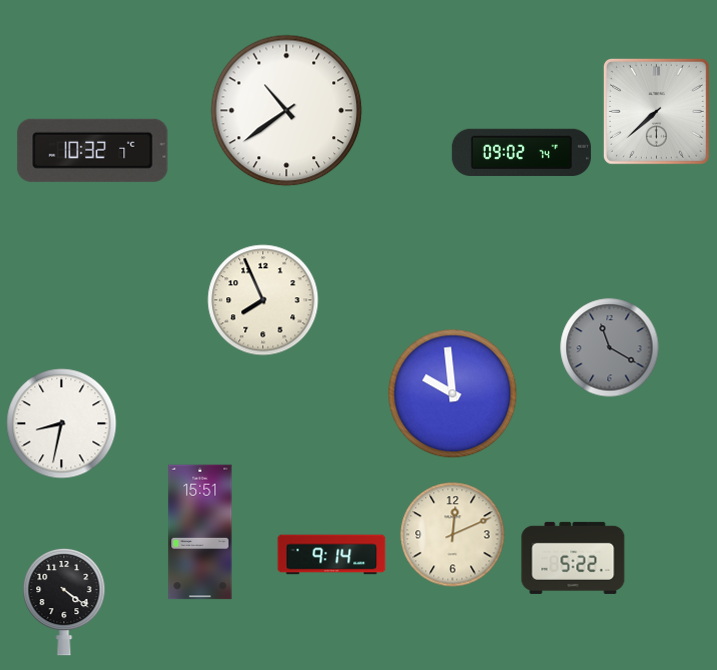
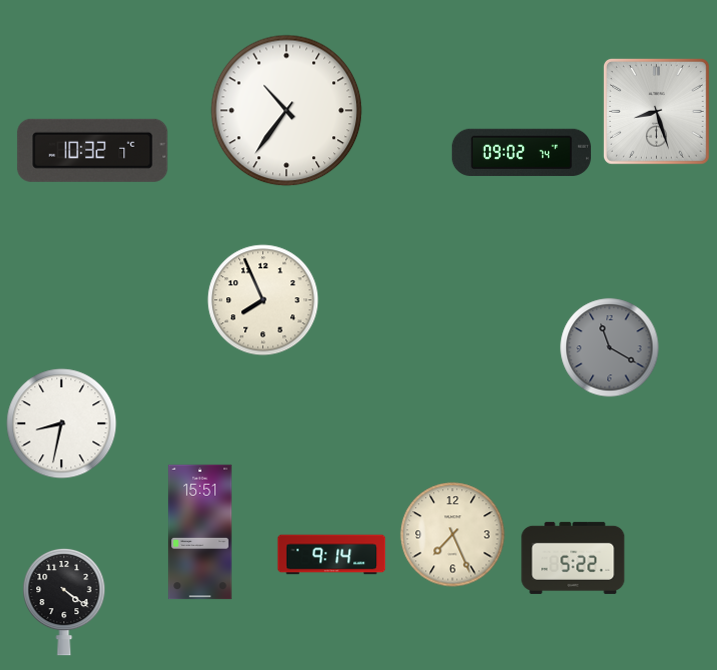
clock at (287, 111): 10:39 -> 10:36
clock at (656, 111): 7:38 -> 8:27
clock at (453, 394): 9:59 -> none
clock at (453, 535): 12:11 -> 7:26
